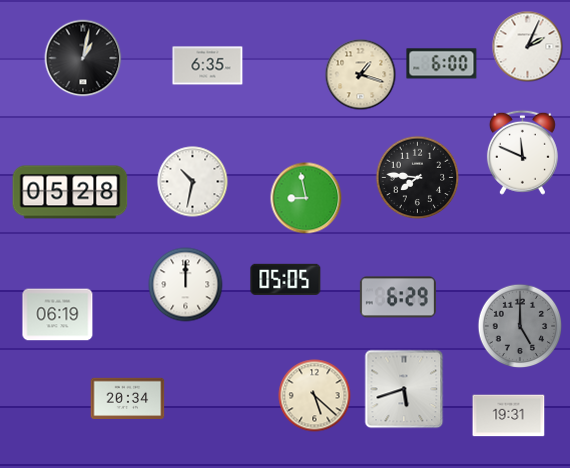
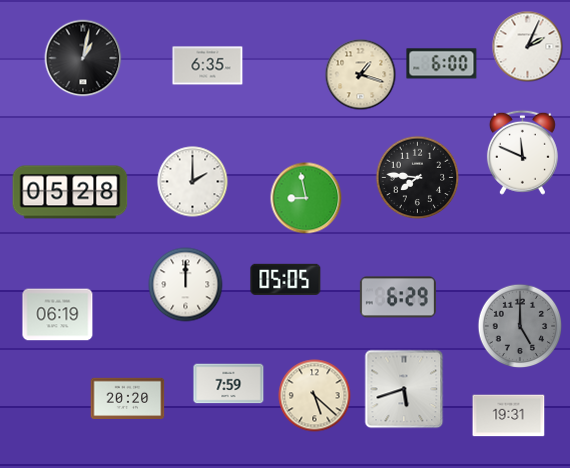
clock at (193, 182): 10:32 -> 2:00
clock at (229, 384): none -> 7:59
clock at (128, 399): 20:34 -> 20:20
